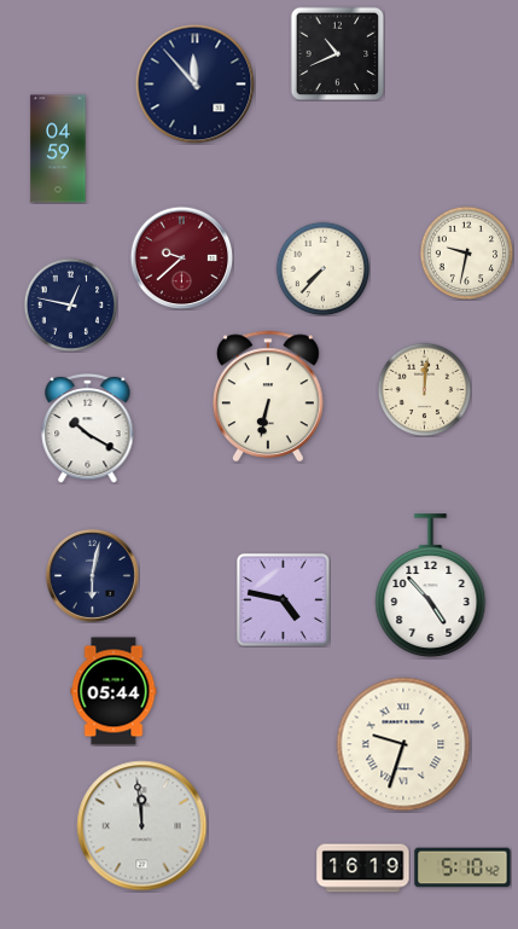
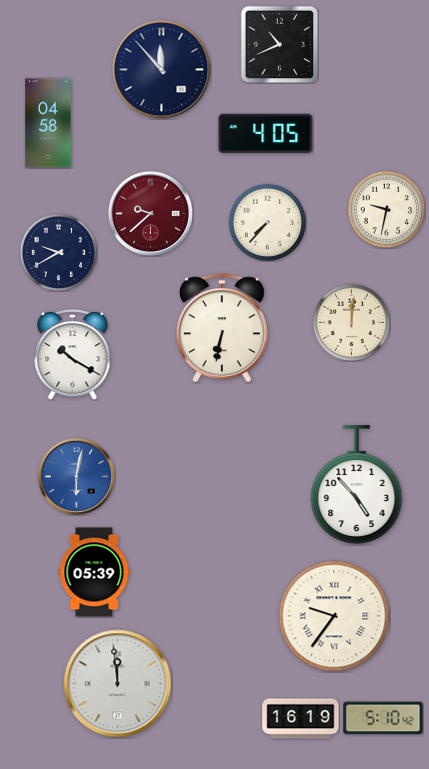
clock at (58, 149): 04:59 -> 04:58
clock at (266, 133): none -> 4:05
clock at (70, 304): 12:47 -> 9:40
clock at (92, 575) dial: navy -> blue
clock at (284, 600): 4:47 -> none
clock at (114, 691): 05:44 -> 05:39
clock at (403, 744): 9:33 -> 9:36
